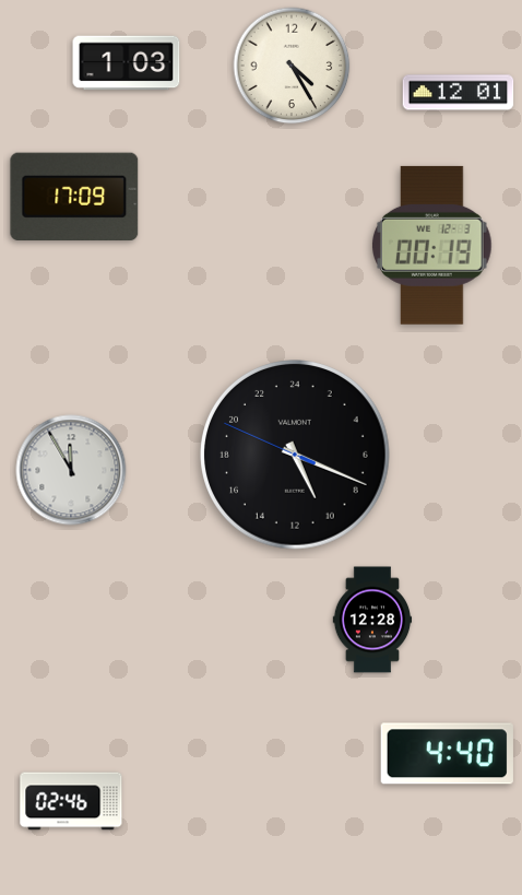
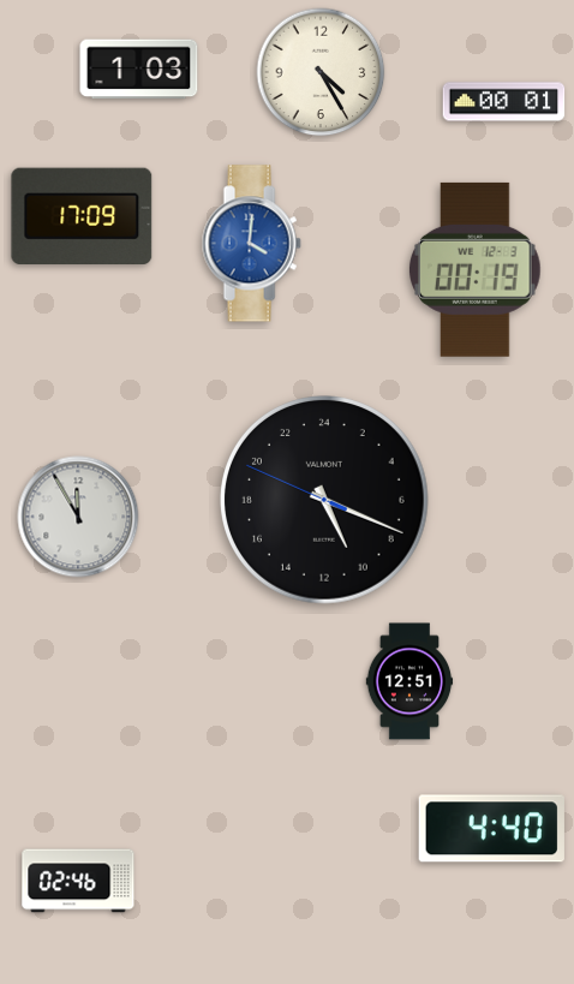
clock at (459, 93): 12:01 -> 00:01
clock at (251, 244): none -> 4:01
clock at (372, 620): 12:28 -> 12:51
